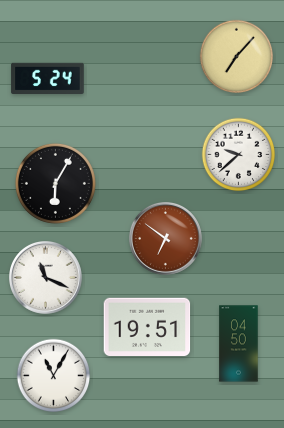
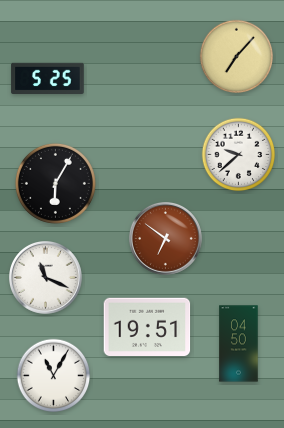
clock at (48, 79): 5:24 -> 5:25
